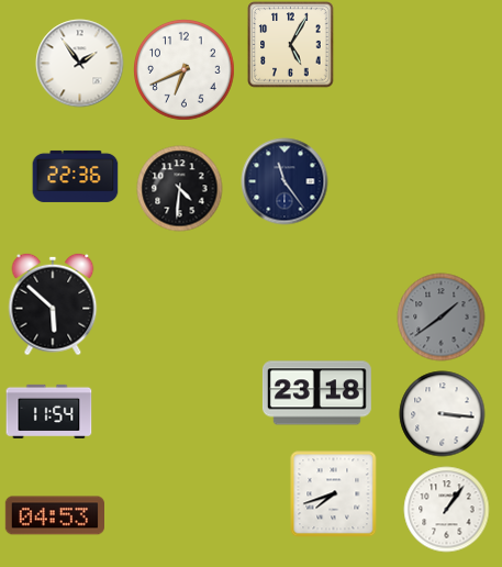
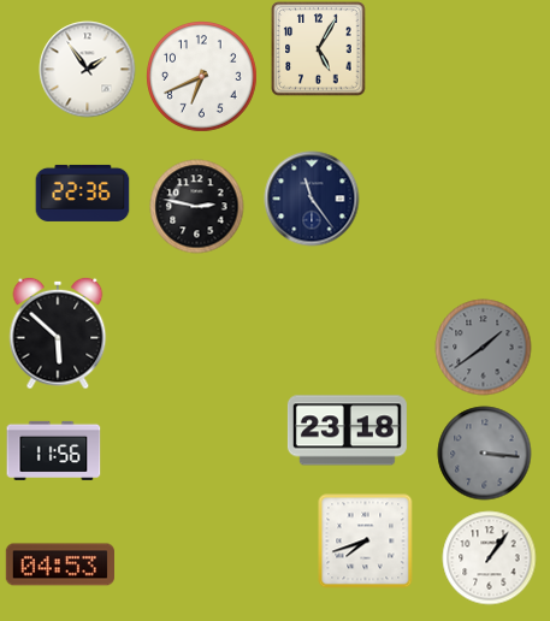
clock at (179, 188): 4:31 -> 2:47
clock at (48, 411): 11:54 -> 11:56
clock at (442, 413) dial: white -> grey
